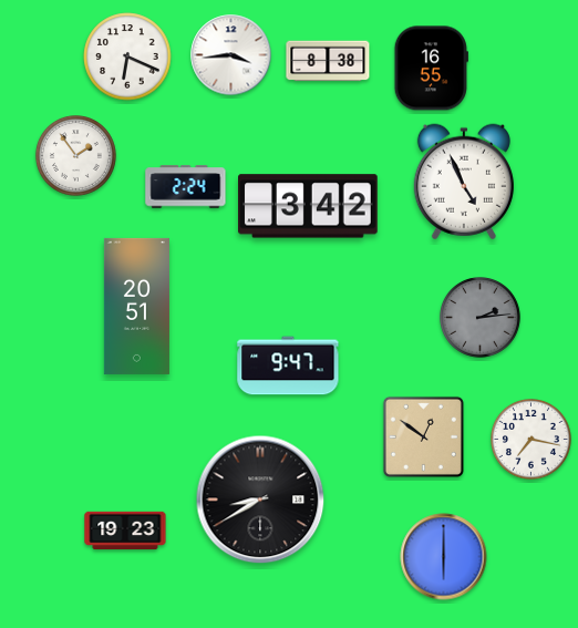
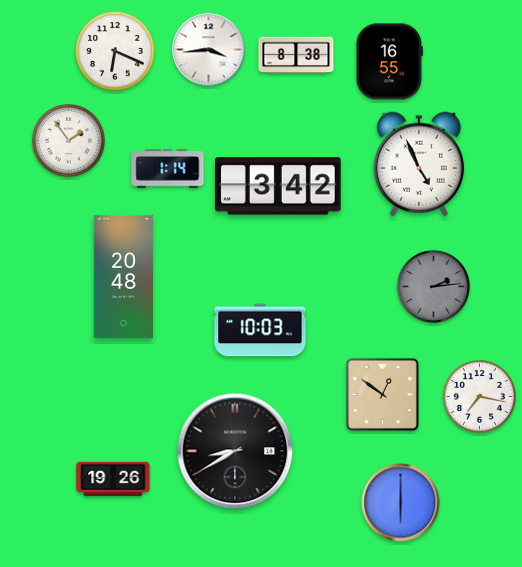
clock at (186, 187): 2:24 -> 1:14
clock at (136, 306): 20:51 -> 20:48
clock at (288, 366): 9:47 -> 10:03
clock at (125, 531): 19:23 -> 19:26
